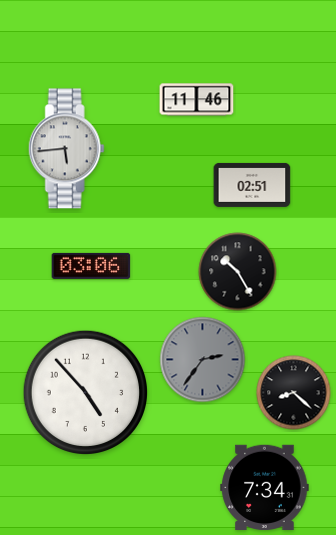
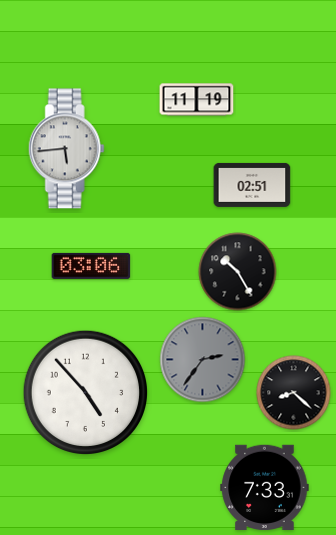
clock at (197, 100): 11:46 -> 11:19
clock at (265, 487): 7:34 -> 7:33
